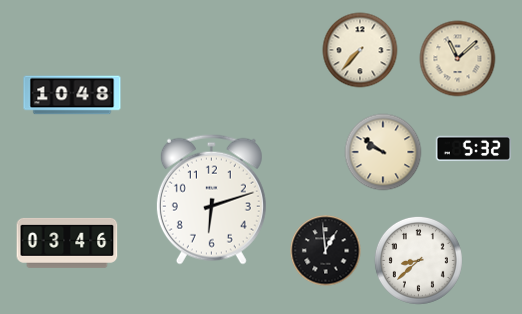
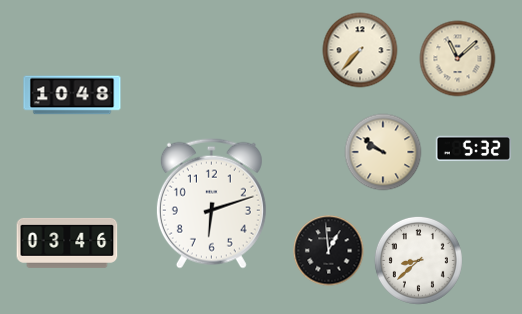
clock at (211, 199) position: (211, 199) -> (211, 203)
clock at (326, 251) position: (326, 251) -> (329, 251)
